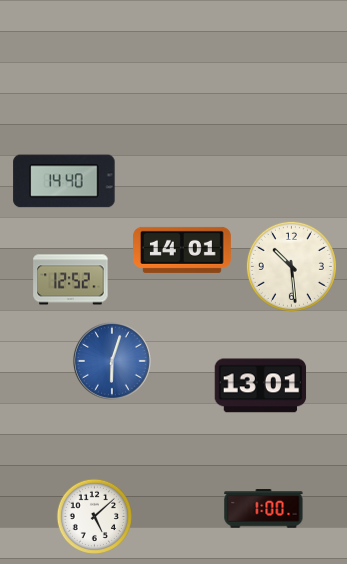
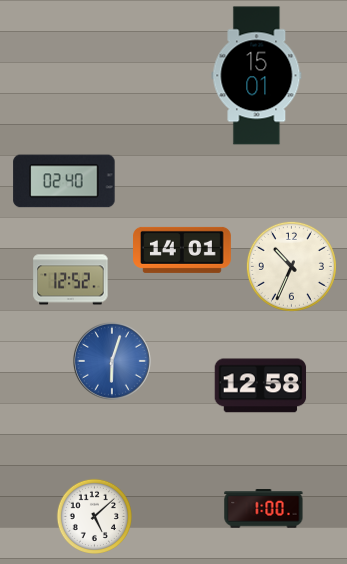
clock at (257, 76): none -> 15:01
clock at (64, 181): 14:40 -> 02:40
clock at (291, 266): 10:29 -> 10:34
clock at (261, 386): 13:01 -> 12:58
